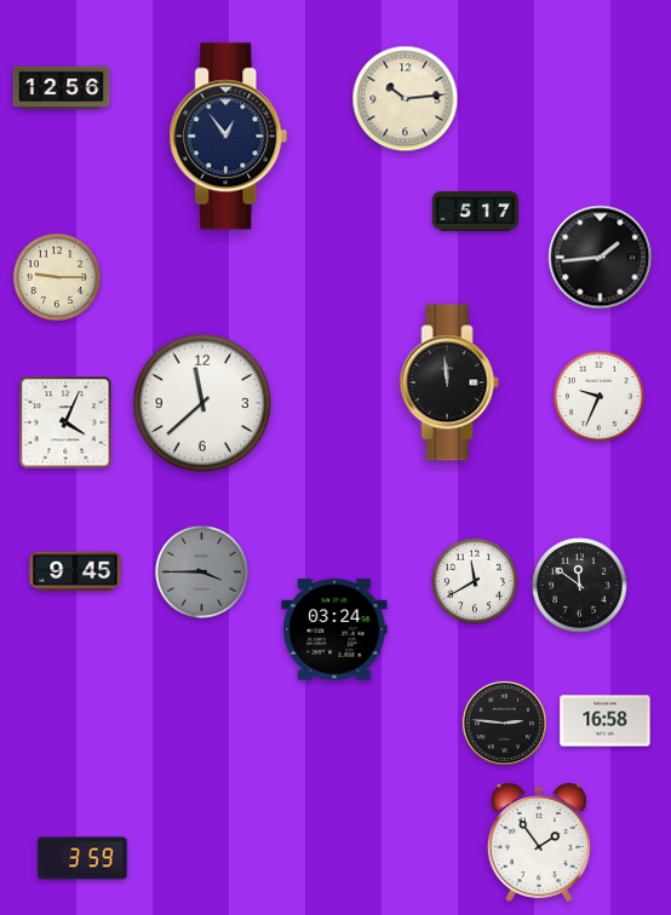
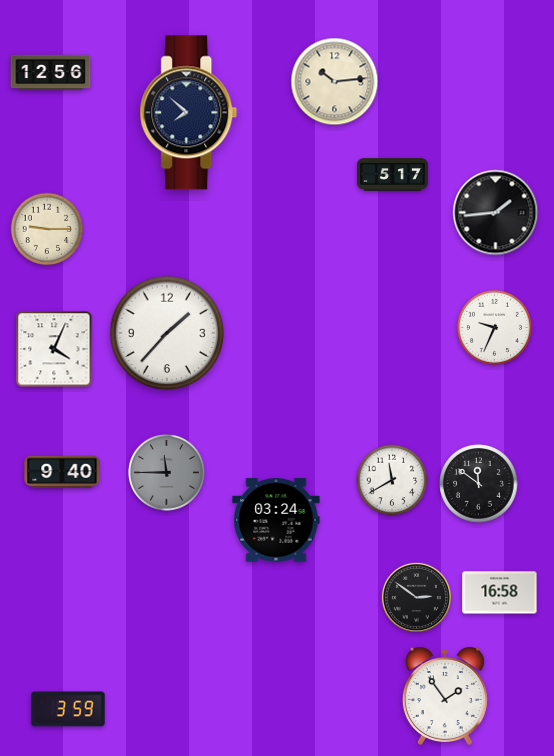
clock at (229, 137): 12:54 -> 7:52
clock at (449, 382): 11:59 -> none
clock at (202, 403): 11:38 -> 1:37
clock at (75, 571): 9:45 -> 9:40
clock at (201, 571): 3:45 -> 11:45
clock at (606, 721) position: (606, 721) -> (500, 593)
clock at (504, 723): 2:46 -> 2:51
